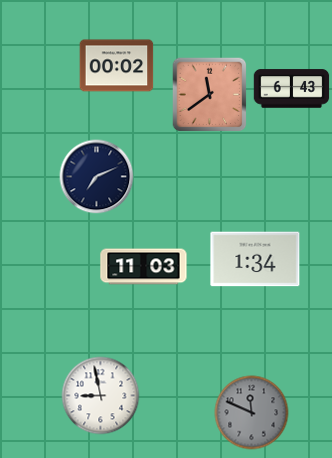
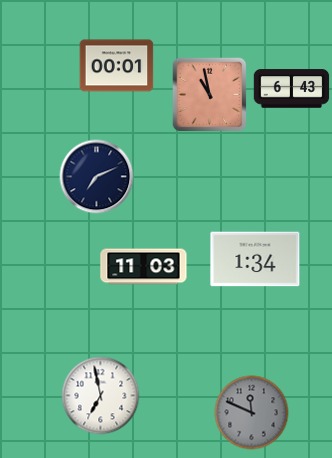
clock at (117, 66): 00:02 -> 00:01
clock at (210, 95): 11:39 -> 10:58
clock at (101, 396): 8:58 -> 6:58
